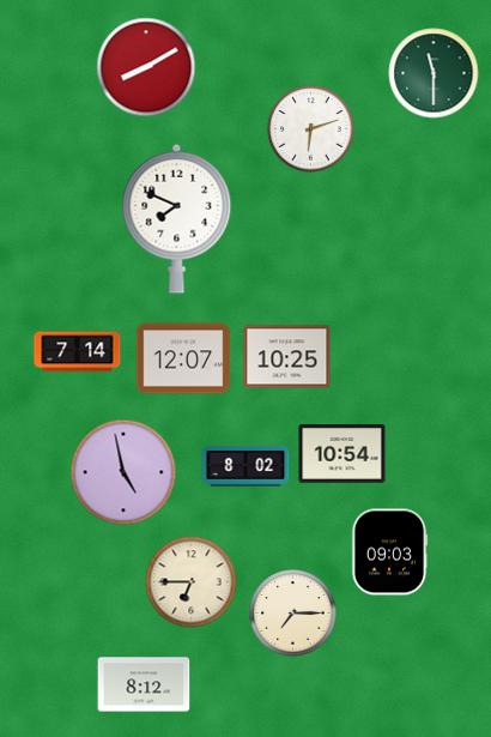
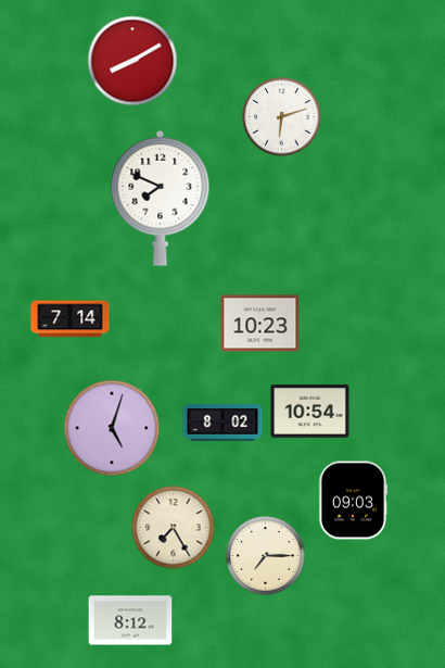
clock at (434, 73): 11:30 -> none
clock at (287, 357): 10:25 -> 10:23
clock at (183, 358): 12:07 -> none
clock at (123, 472): 4:58 -> 5:03
clock at (192, 582): 6:45 -> 7:25
